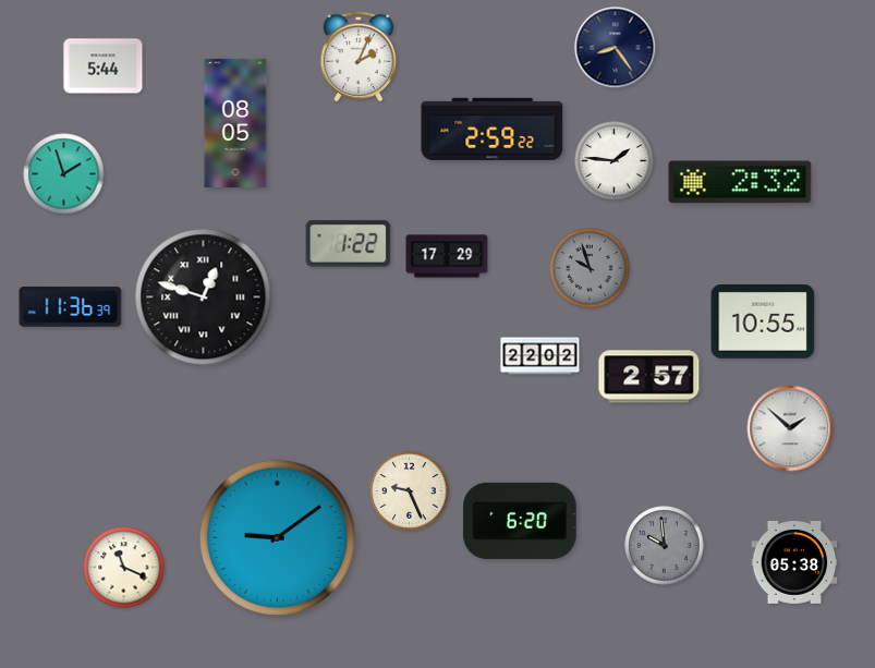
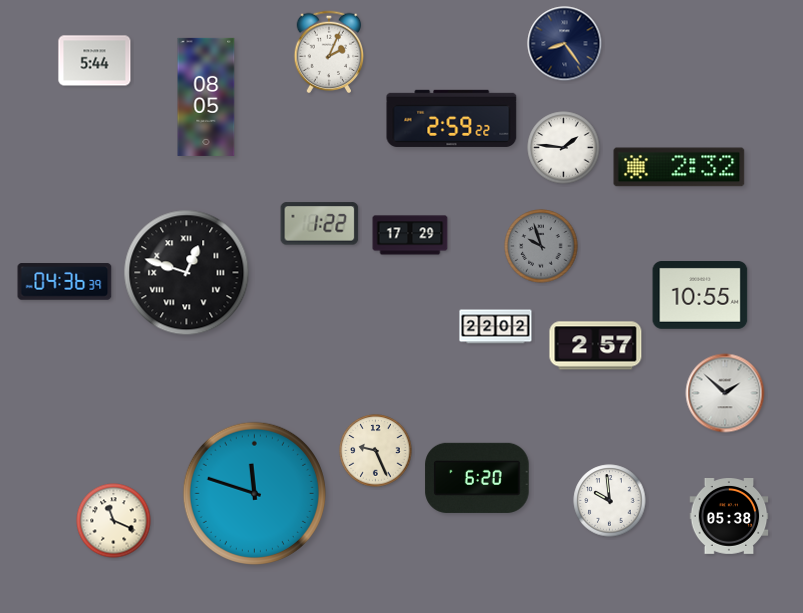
clock at (235, 123) position: (235, 123) -> (206, 97)
clock at (64, 174): 1:57 -> none
clock at (71, 307): 11:36 -> 04:36
clock at (277, 537): 9:09 -> 11:48
clock at (665, 546) dial: grey -> white
